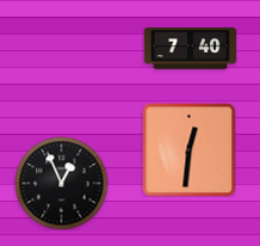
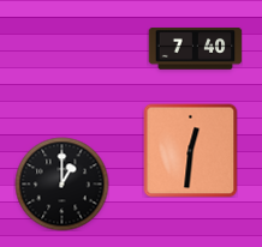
clock at (190, 49) position: (190, 49) -> (195, 49)
clock at (61, 183): 12:56 -> 1:00
